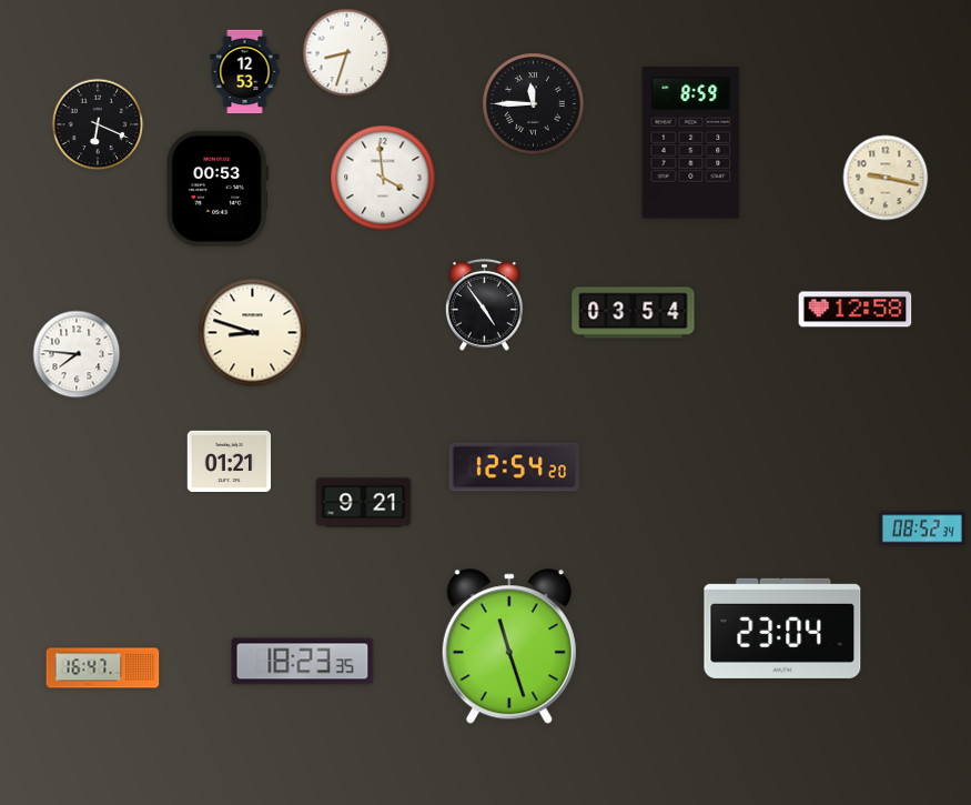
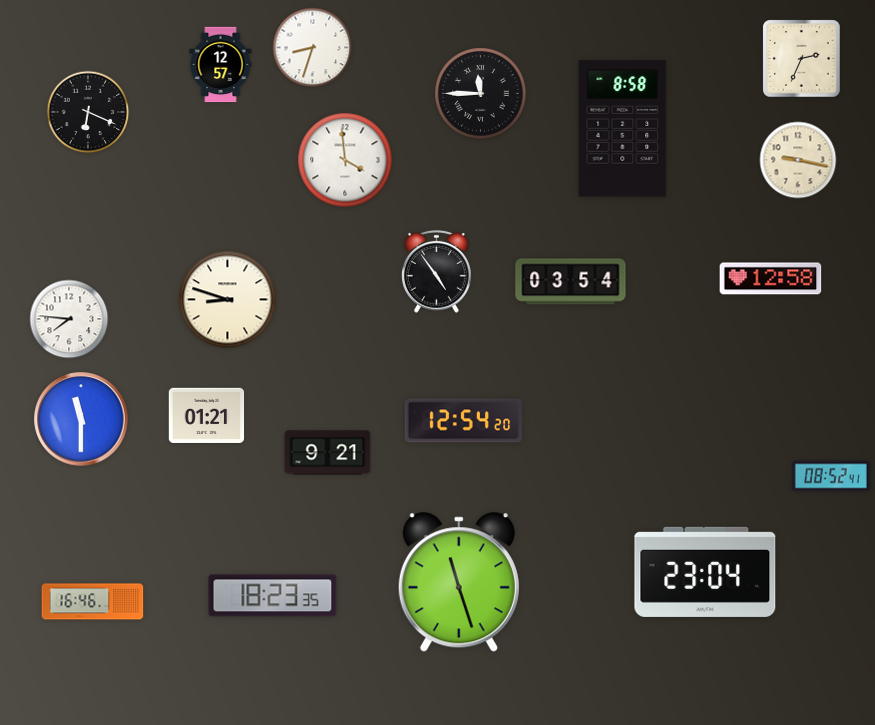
clock at (802, 59): none -> 2:34
clock at (245, 72): 12:53 -> 12:57
clock at (691, 143): 8:59 -> 8:58
clock at (218, 189): 00:53 -> none
clock at (484, 304) position: (484, 304) -> (436, 271)
clock at (81, 419): none -> 11:30
clock at (922, 529): 08:52:34 -> 08:52:41
clock at (782, 628) position: (782, 628) -> (705, 572)
clock at (103, 668): 16:47 -> 16:46
